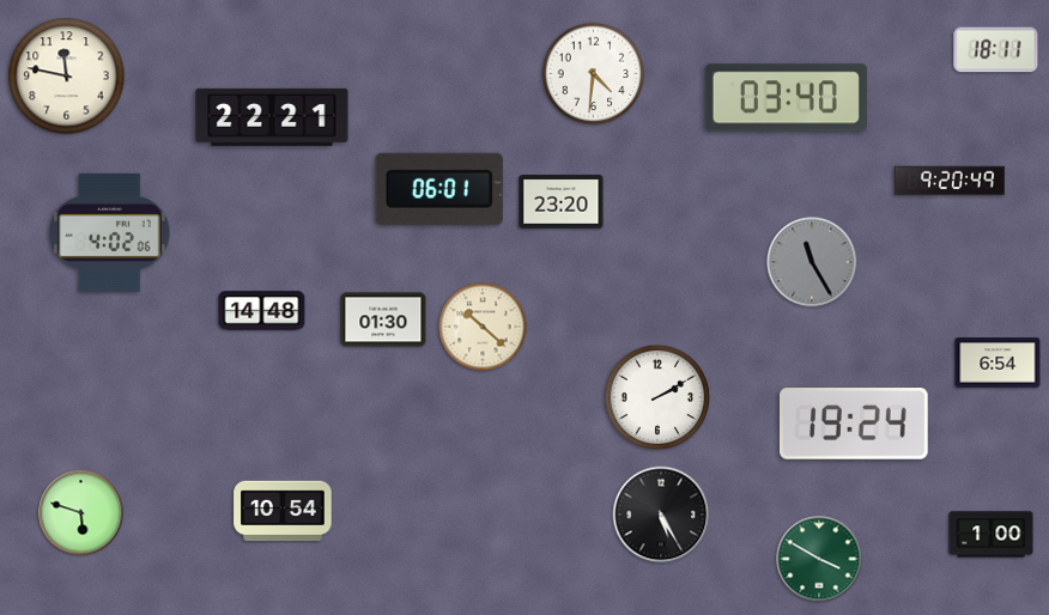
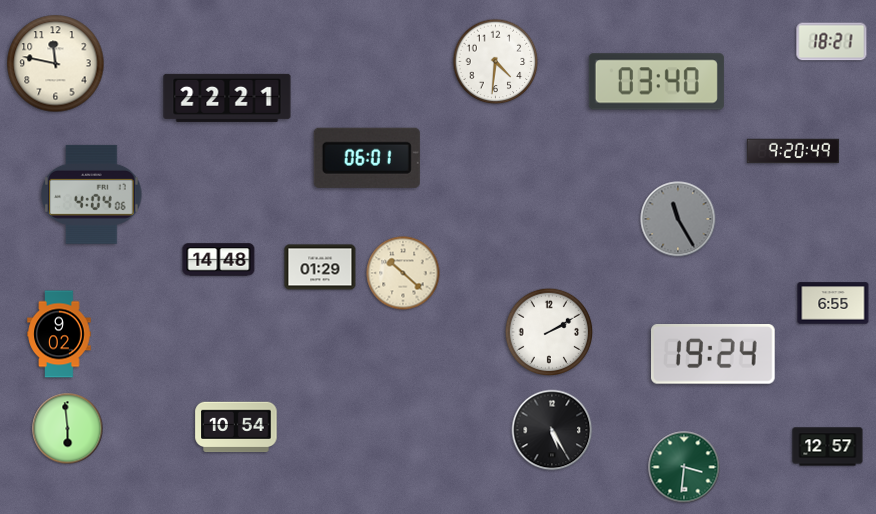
clock at (996, 50): 18:11 -> 18:21
clock at (562, 202): 23:20 -> none
clock at (110, 232): 4:02 -> 4:04
clock at (383, 319): 01:30 -> 01:29
clock at (998, 363): 6:54 -> 6:55
clock at (59, 334): none -> 9:02
clock at (81, 513): 5:48 -> 5:59
clock at (992, 535): 1:00 -> 12:57
clock at (819, 559): 3:50 -> 3:31
